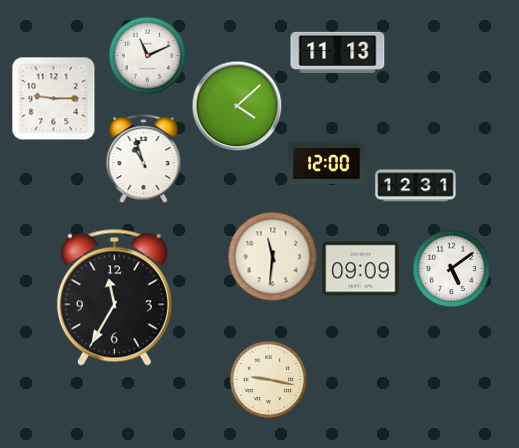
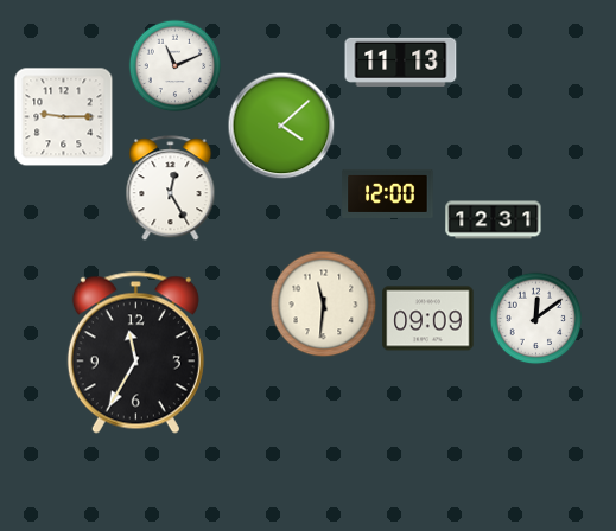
clock at (144, 159): 10:57 -> 12:25
clock at (451, 268): 5:09 -> 12:09
clock at (268, 379): 9:17 -> none
